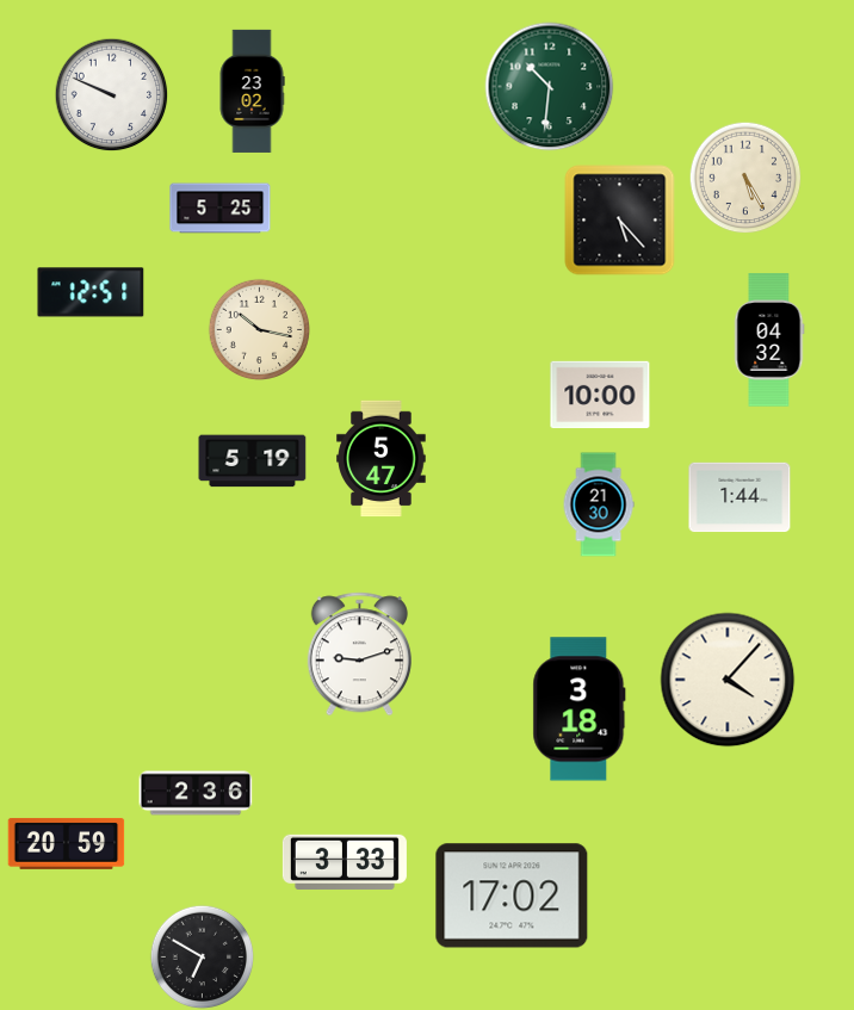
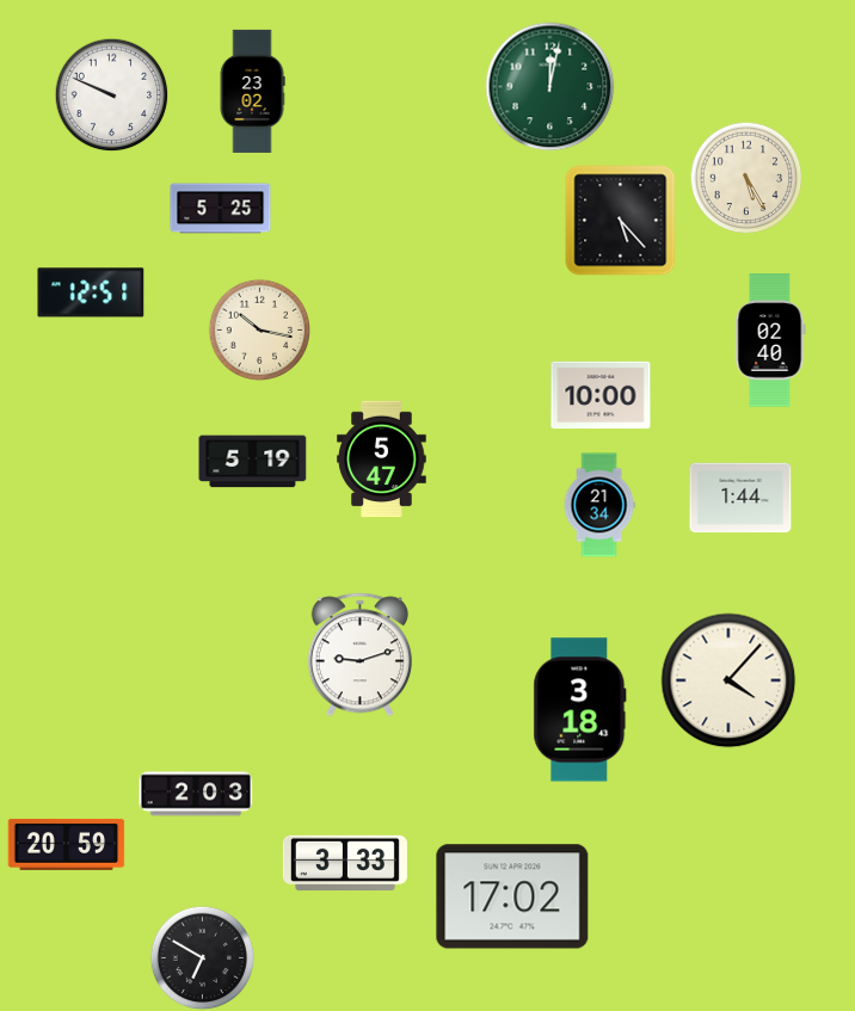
clock at (550, 87): 10:31 -> 12:02
clock at (769, 340): 04:32 -> 02:40
clock at (599, 504): 21:30 -> 21:34
clock at (196, 793): 2:36 -> 2:03
